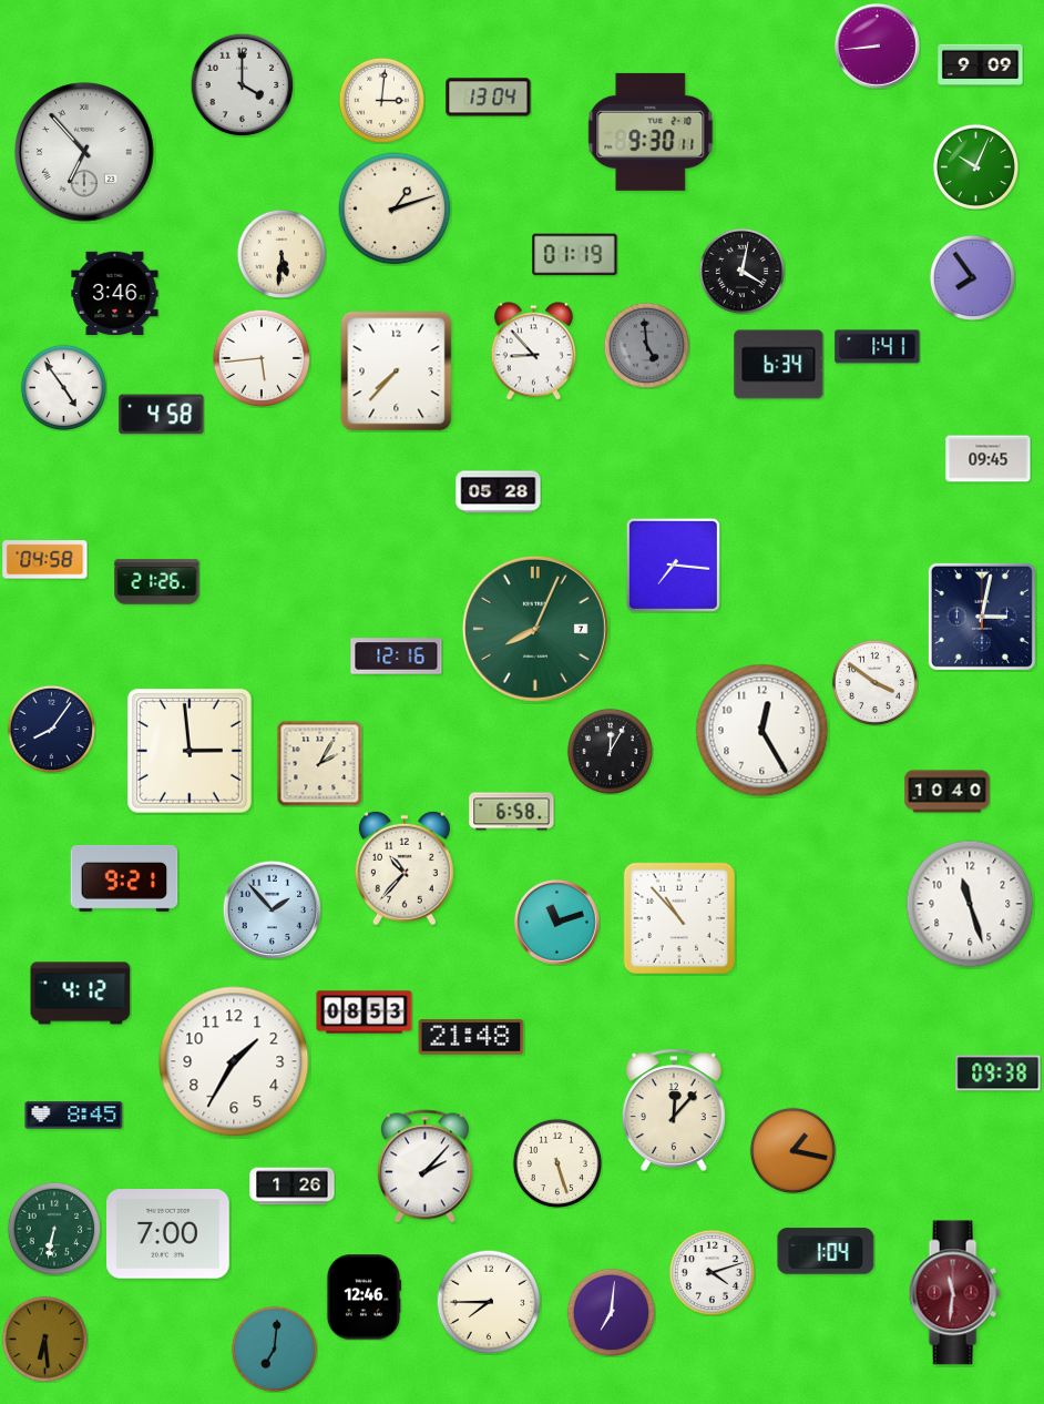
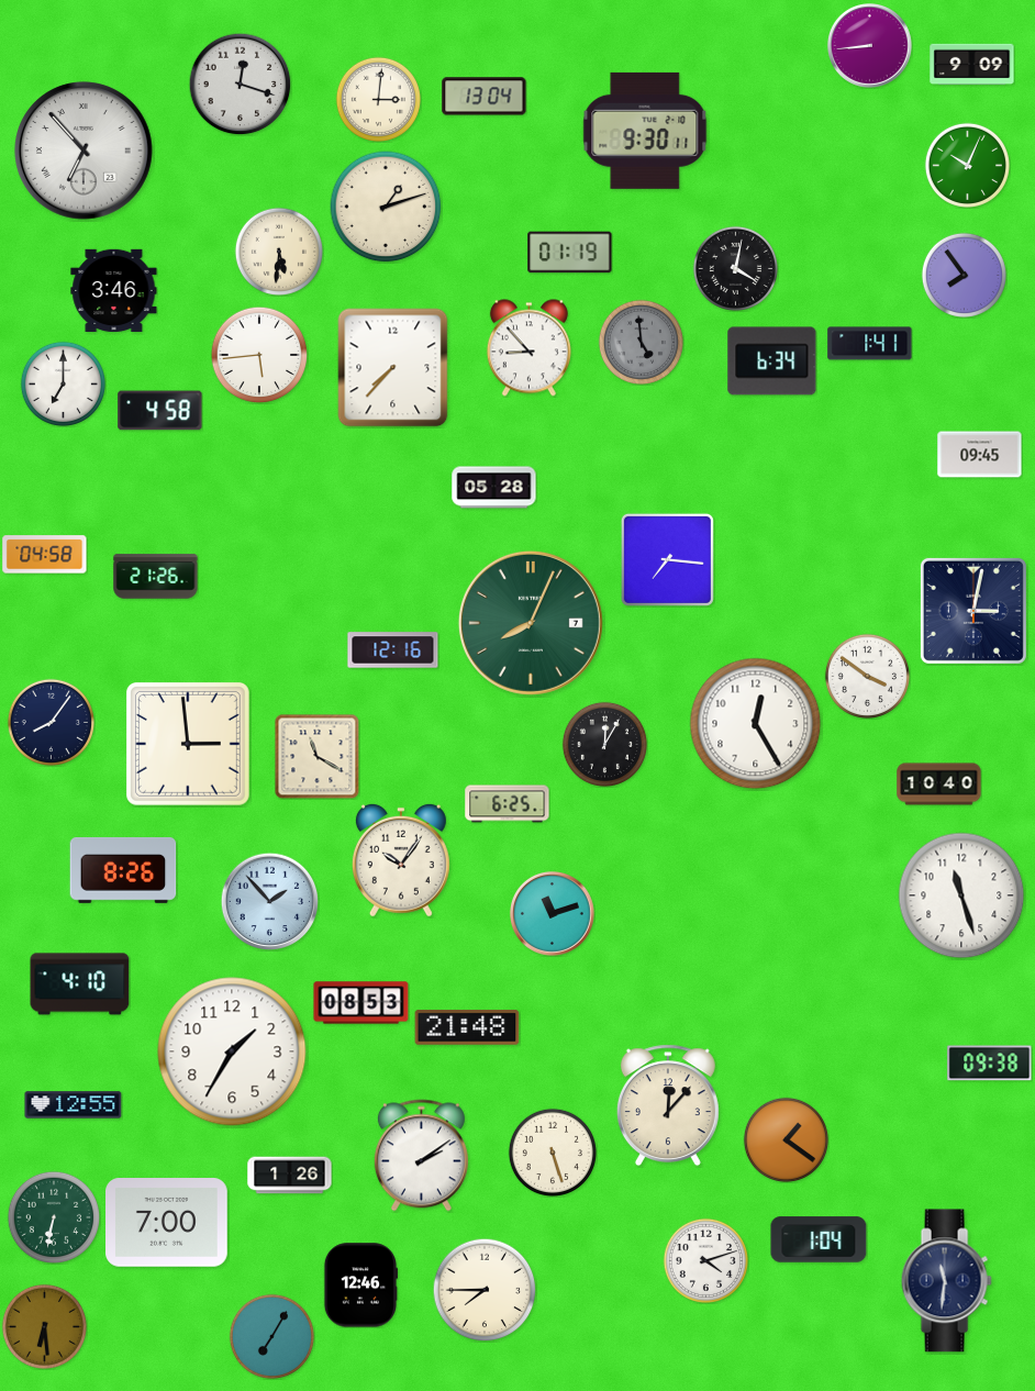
clock at (242, 84): 4:00 -> 12:18
clock at (395, 208) position: (395, 208) -> (386, 207)
clock at (63, 387): 4:54 -> 7:00
clock at (319, 763): 2:05 -> 11:20
clock at (512, 812): 6:58 -> 6:25
clock at (405, 868): 10:37 -> 10:06
clock at (124, 878): 9:21 -> 8:26
clock at (679, 918): 10:53 -> none
clock at (81, 994): 4:12 -> 4:10
clock at (674, 1110) position: (674, 1110) -> (668, 1105)
clock at (74, 1116): 8:45 -> 12:55
clock at (792, 1150): 1:17 -> 1:21
clock at (424, 1167): 2:07 -> 2:09
clock at (954, 1293) dial: burgundy -> navy
clock at (611, 1312): 7:01 -> none
clock at (274, 1349): 7:01 -> 7:05
